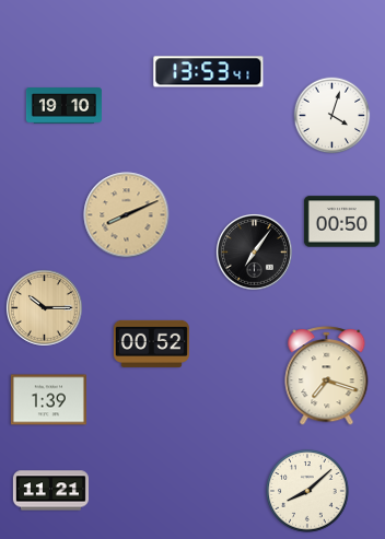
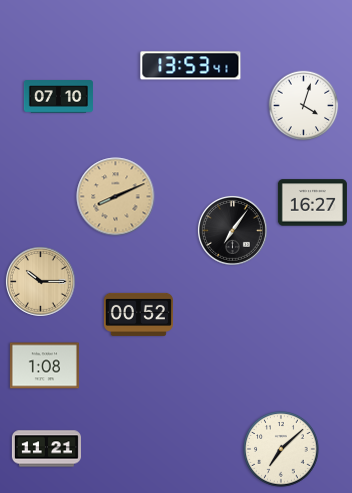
clock at (63, 106): 19:10 -> 07:10
clock at (341, 222): 00:50 -> 16:27
clock at (327, 376): 7:18 -> none
clock at (48, 400): 1:39 -> 1:08
clock at (307, 491): 8:08 -> 7:08
